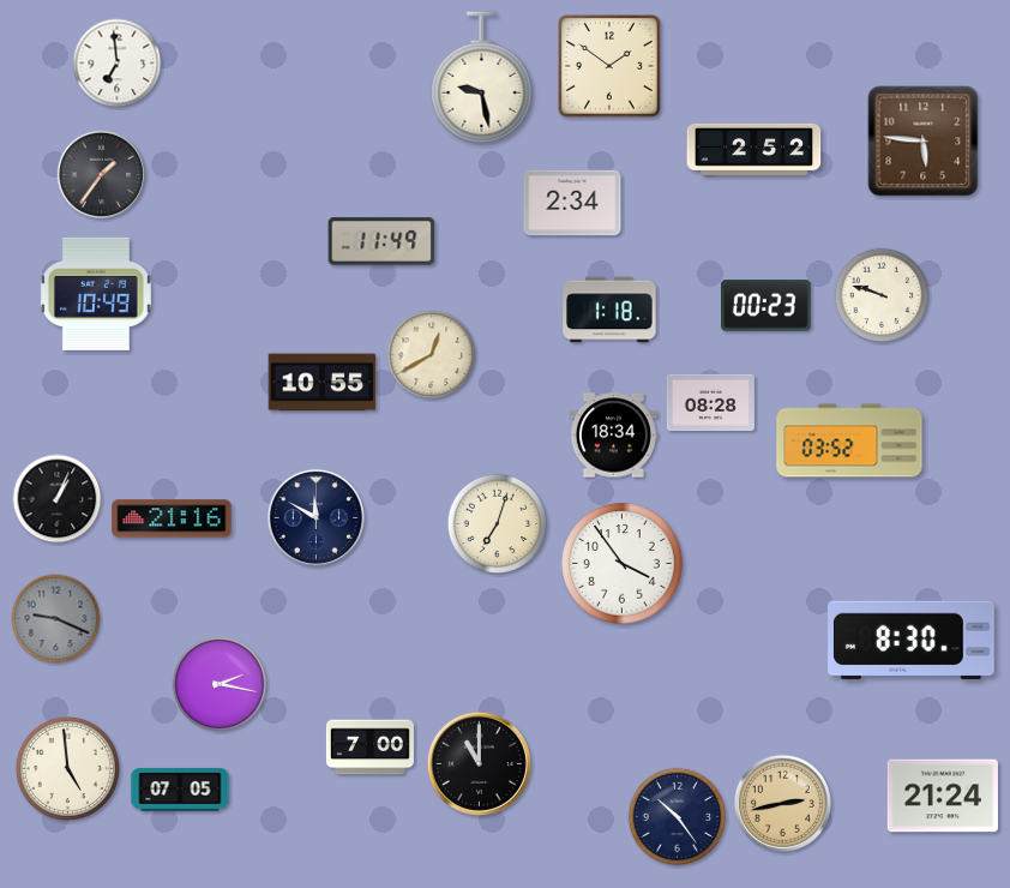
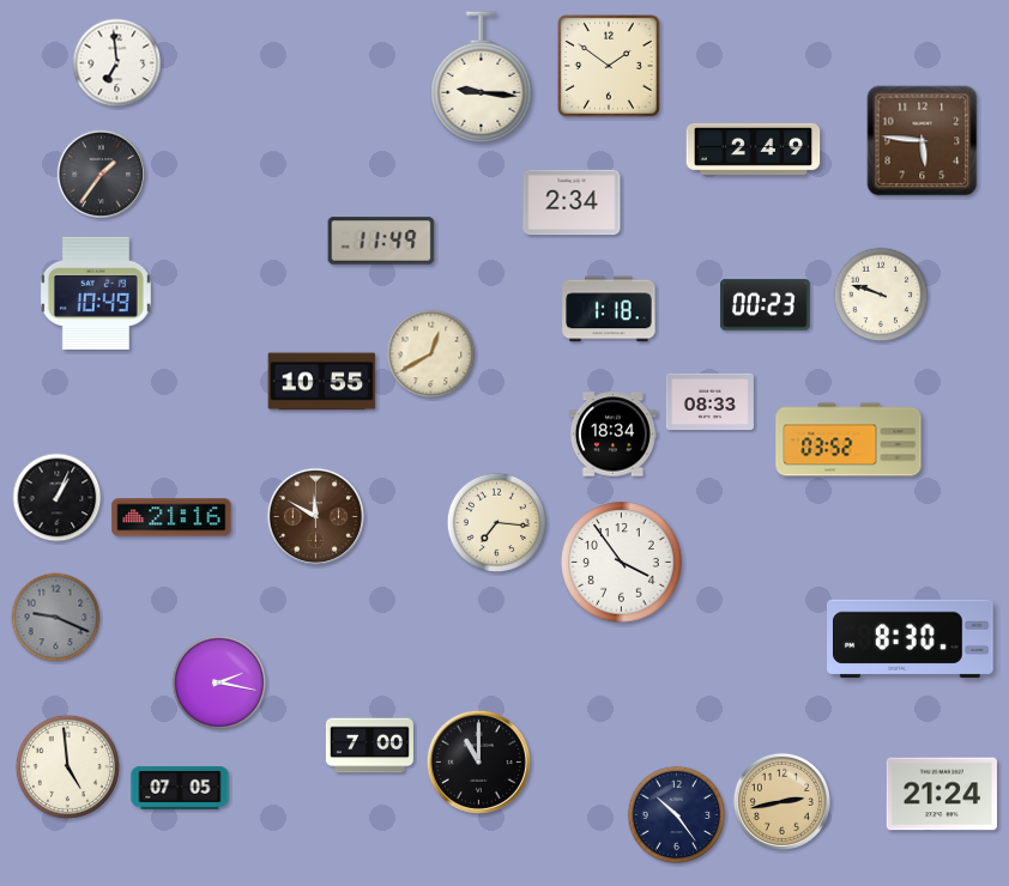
clock at (482, 78): 9:28 -> 9:16
clock at (755, 149): 2:52 -> 2:49
clock at (710, 403): 08:28 -> 08:33
clock at (315, 517) dial: navy -> brown
clock at (498, 524): 7:03 -> 7:16
